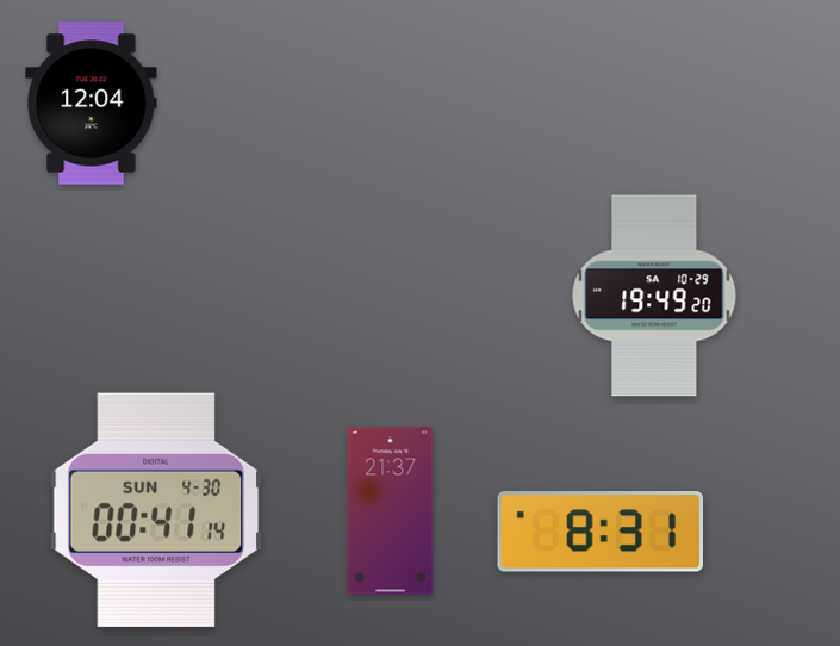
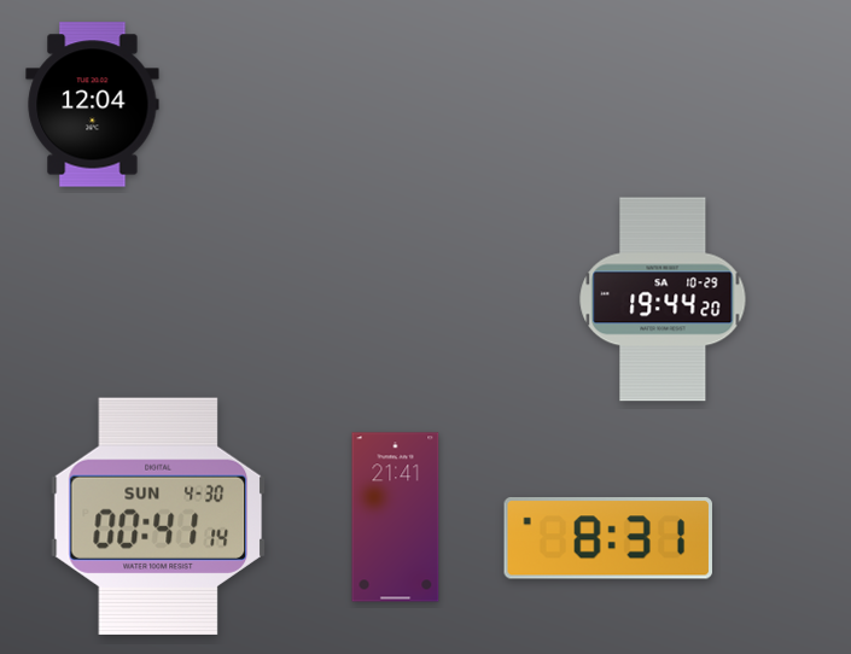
clock at (654, 296): 19:49 -> 19:44
clock at (391, 511): 21:37 -> 21:41
